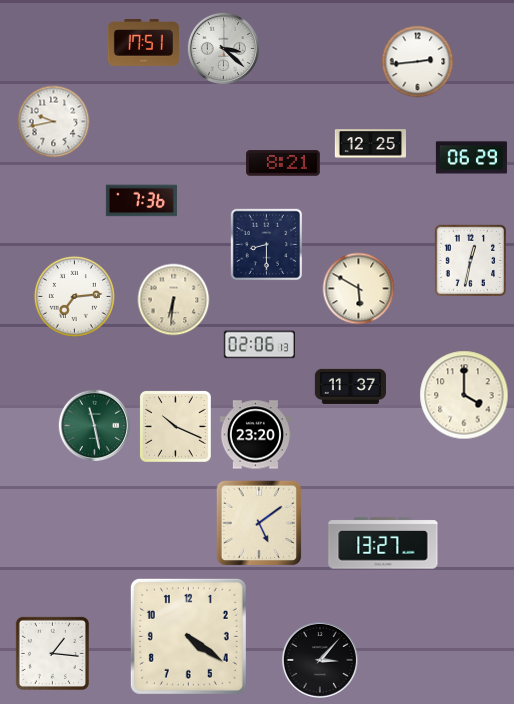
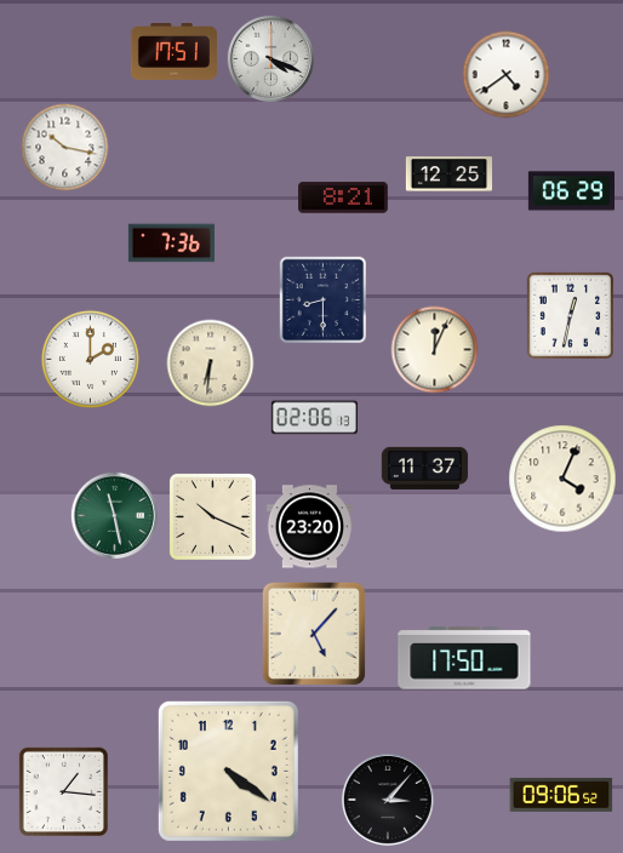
clock at (223, 48): 3:22 -> 4:19
clock at (418, 62): 2:44 -> 4:39
clock at (54, 122): 9:43 -> 10:17
clock at (267, 245) position: (267, 245) -> (324, 300)
clock at (359, 289): 5:50 -> 12:04
clock at (74, 296): 7:14 -> 2:00
clock at (464, 395): 4:00 -> 4:04
clock at (259, 523): 5:09 -> 5:07
clock at (383, 543): 13:27 -> 17:50
clock at (561, 795): none -> 09:06
